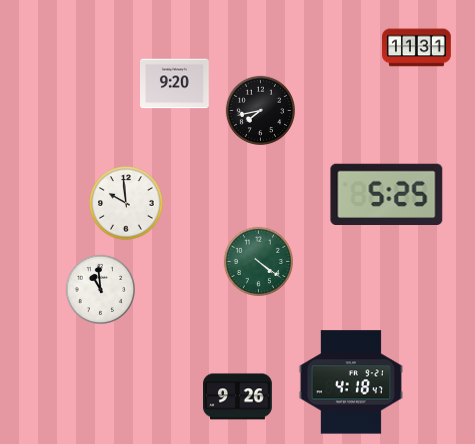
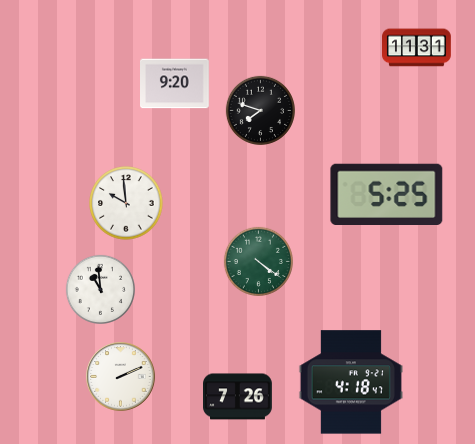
clock at (260, 110): 7:43 -> 7:48
clock at (121, 377): none -> 2:11
clock at (238, 397): 9:26 -> 7:26
